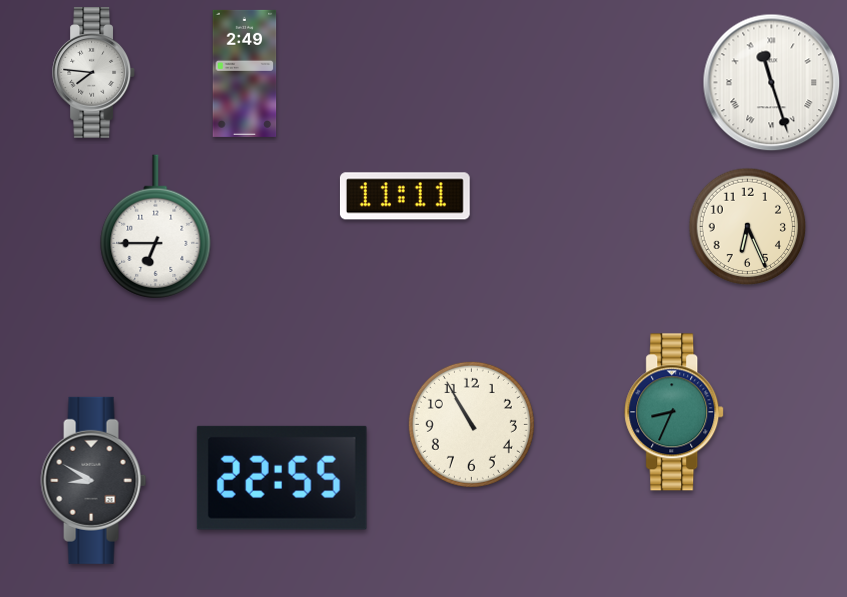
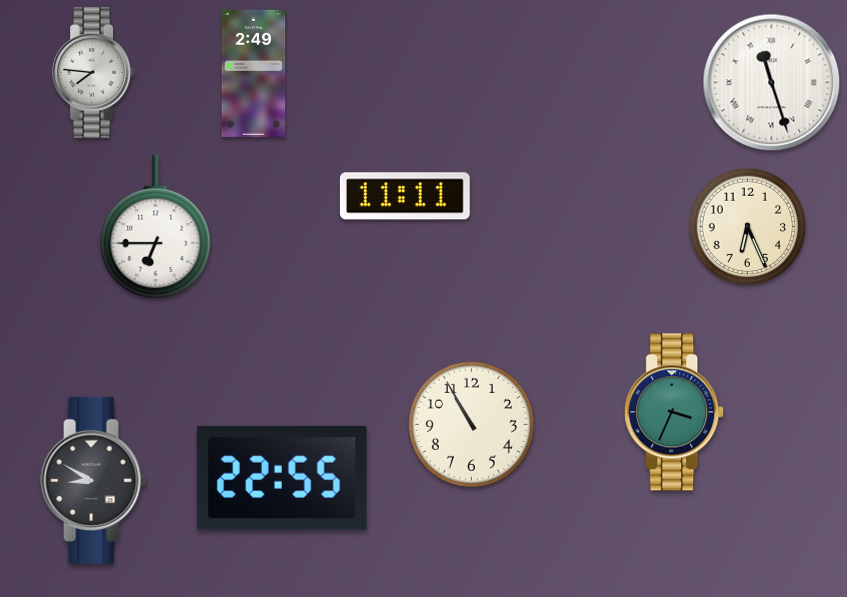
clock at (245, 73) position: (245, 73) -> (254, 73)
clock at (675, 412): 8:34 -> 3:34
